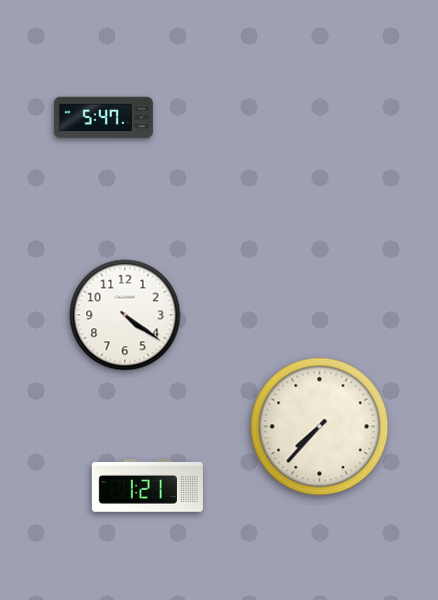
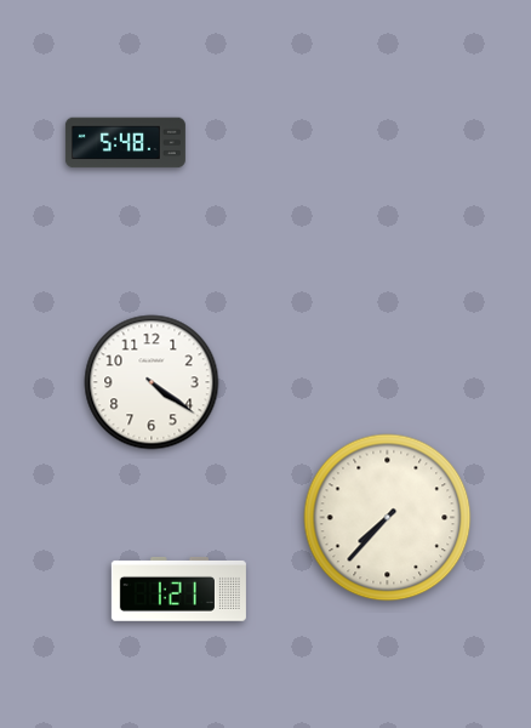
clock at (103, 118): 5:47 -> 5:48
